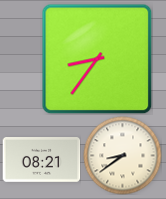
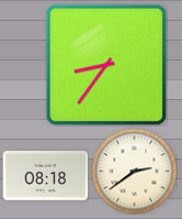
clock at (122, 155): 8:39 -> 2:39
clock at (41, 160): 08:21 -> 08:18
